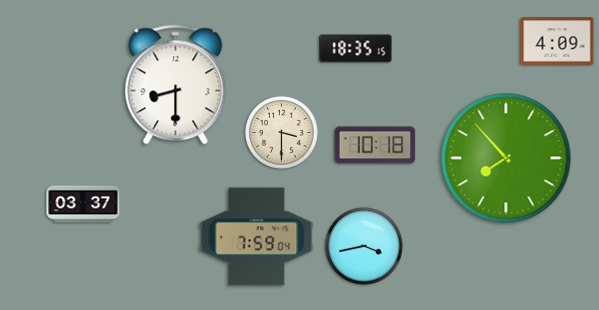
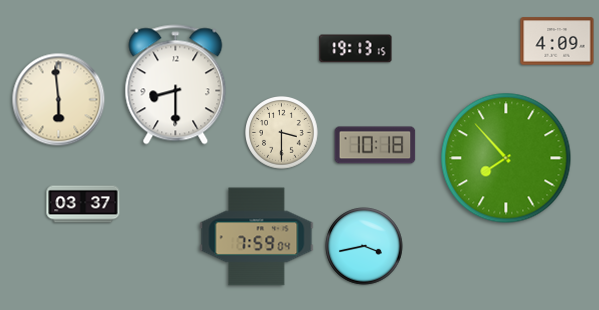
clock at (356, 49): 18:35 -> 19:13
clock at (59, 100): none -> 5:59
